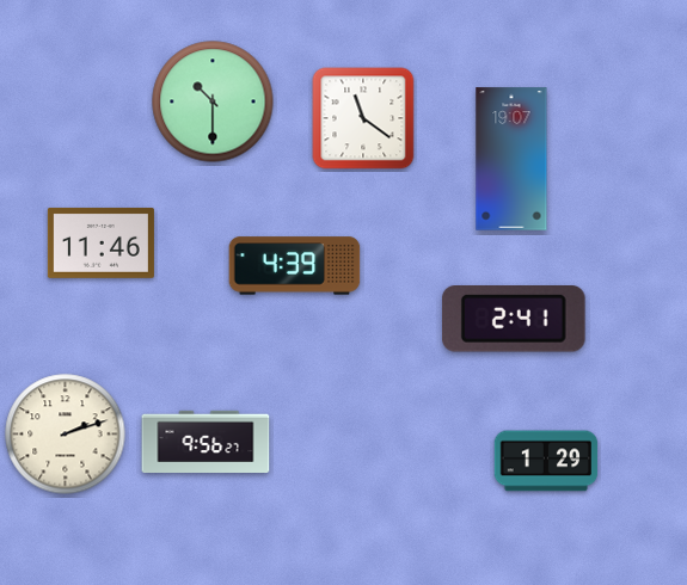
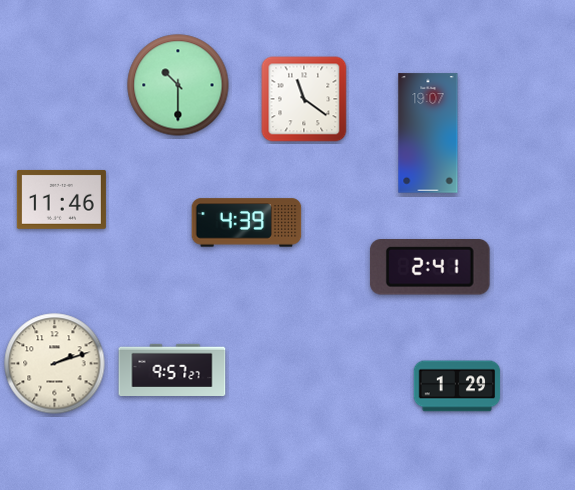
clock at (100, 242) position: (100, 242) -> (61, 199)
clock at (206, 442): 9:56 -> 9:57
